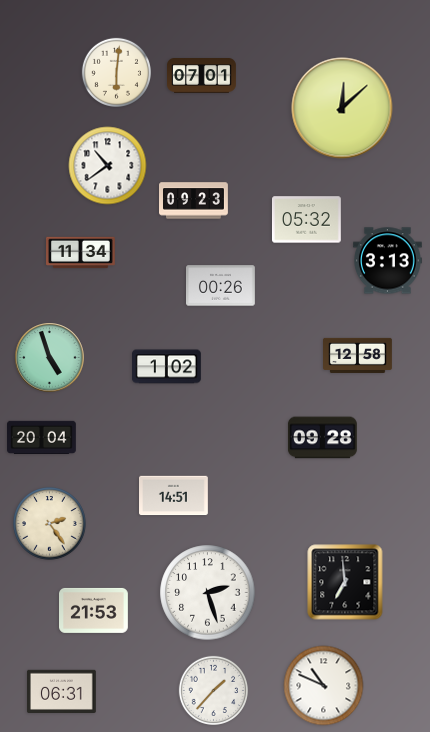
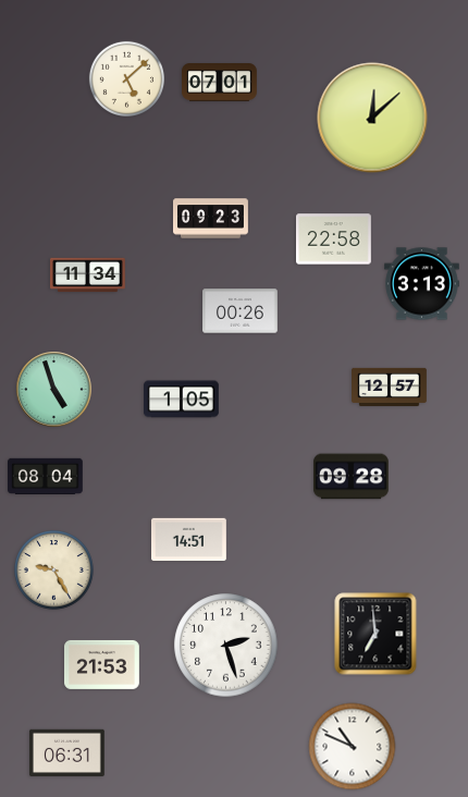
clock at (116, 72): 6:01 -> 5:08
clock at (108, 166): 10:39 -> none
clock at (307, 220): 05:32 -> 22:58
clock at (358, 355): 12:58 -> 12:57
clock at (167, 367): 1:02 -> 1:05
clock at (42, 437): 20:04 -> 08:04
clock at (50, 524): 2:24 -> 9:25
clock at (213, 690): 1:37 -> none
